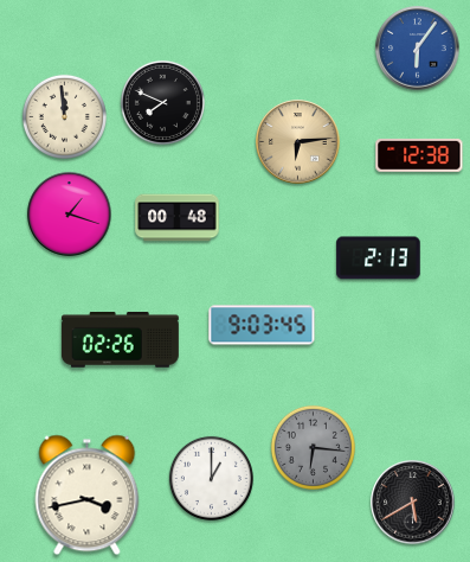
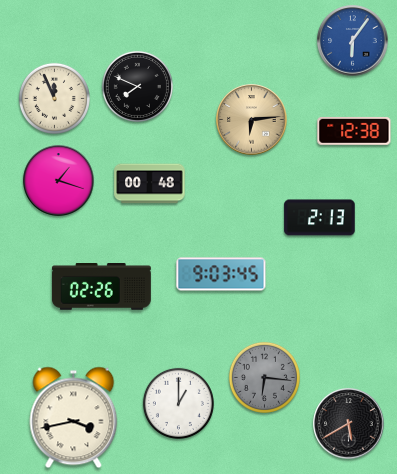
clock at (64, 116): 11:59 -> 11:56
